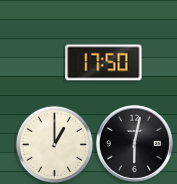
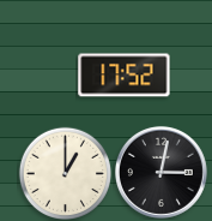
clock at (104, 63): 17:50 -> 17:52
clock at (134, 143): 6:02 -> 3:02
